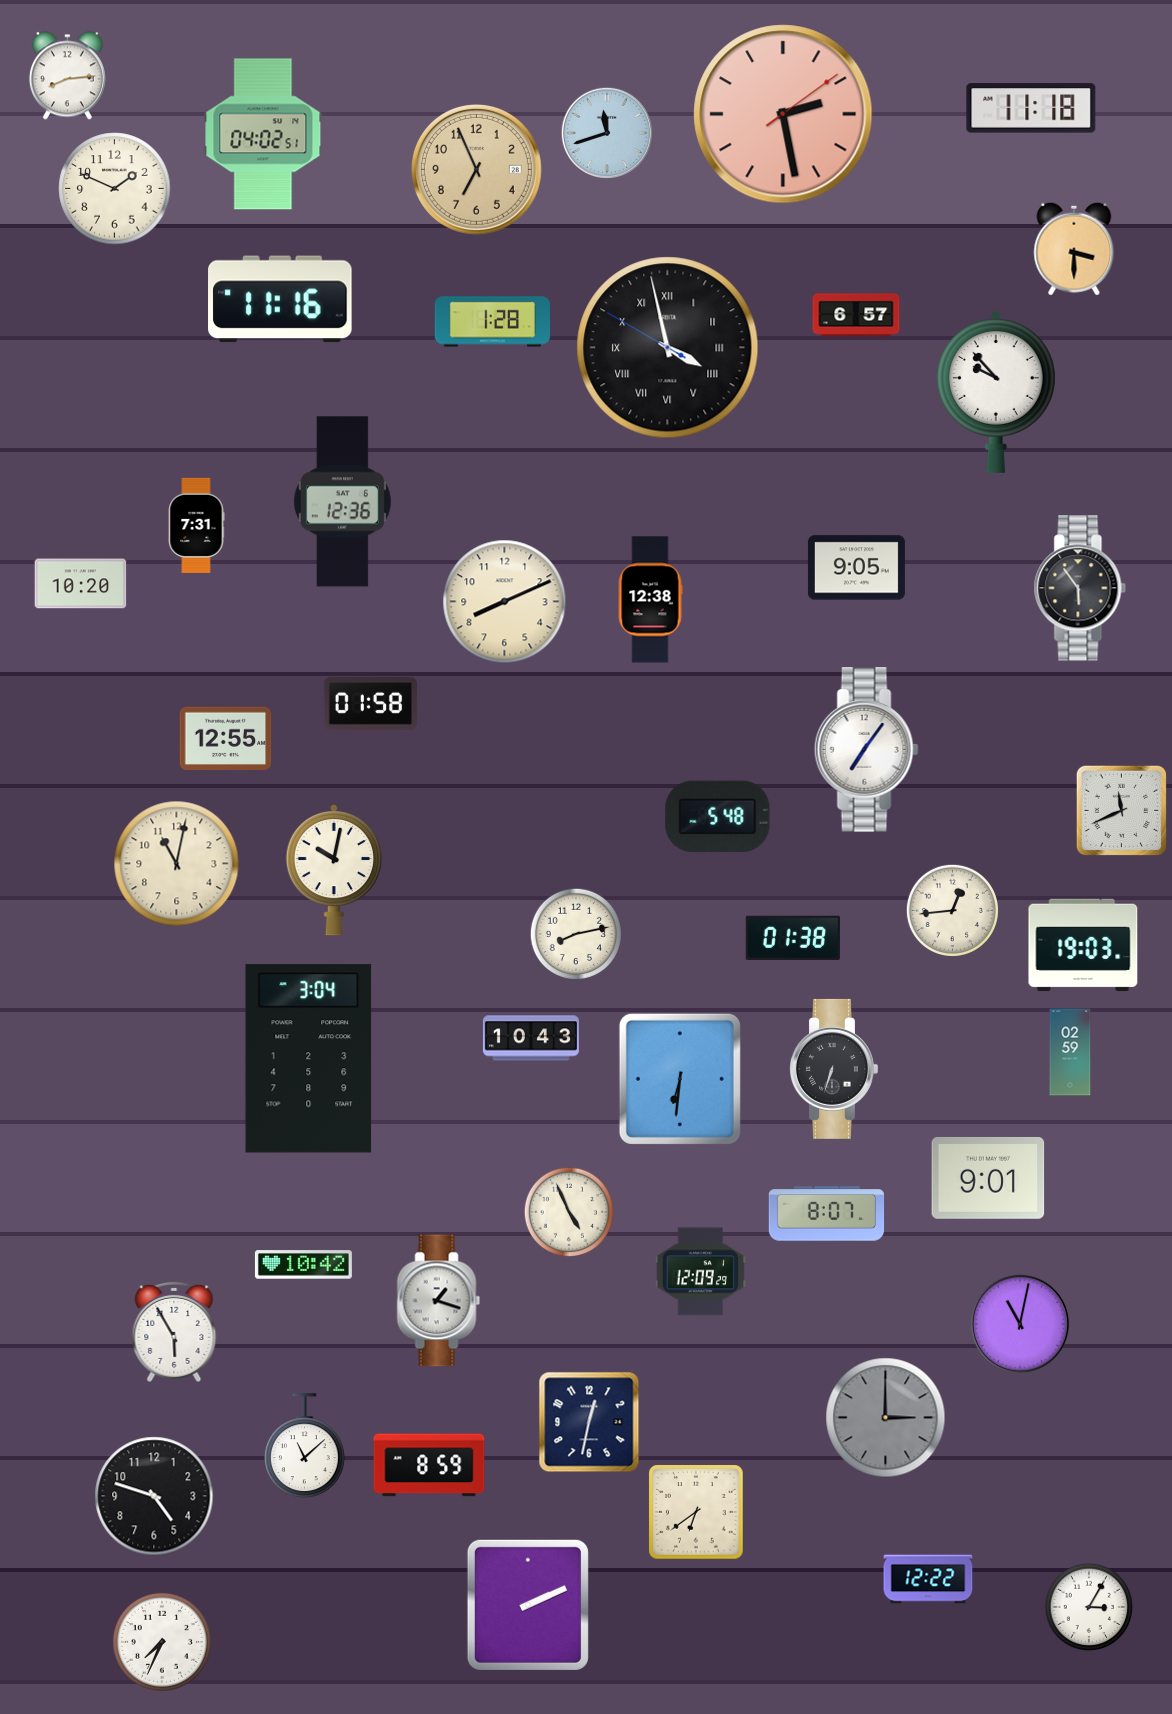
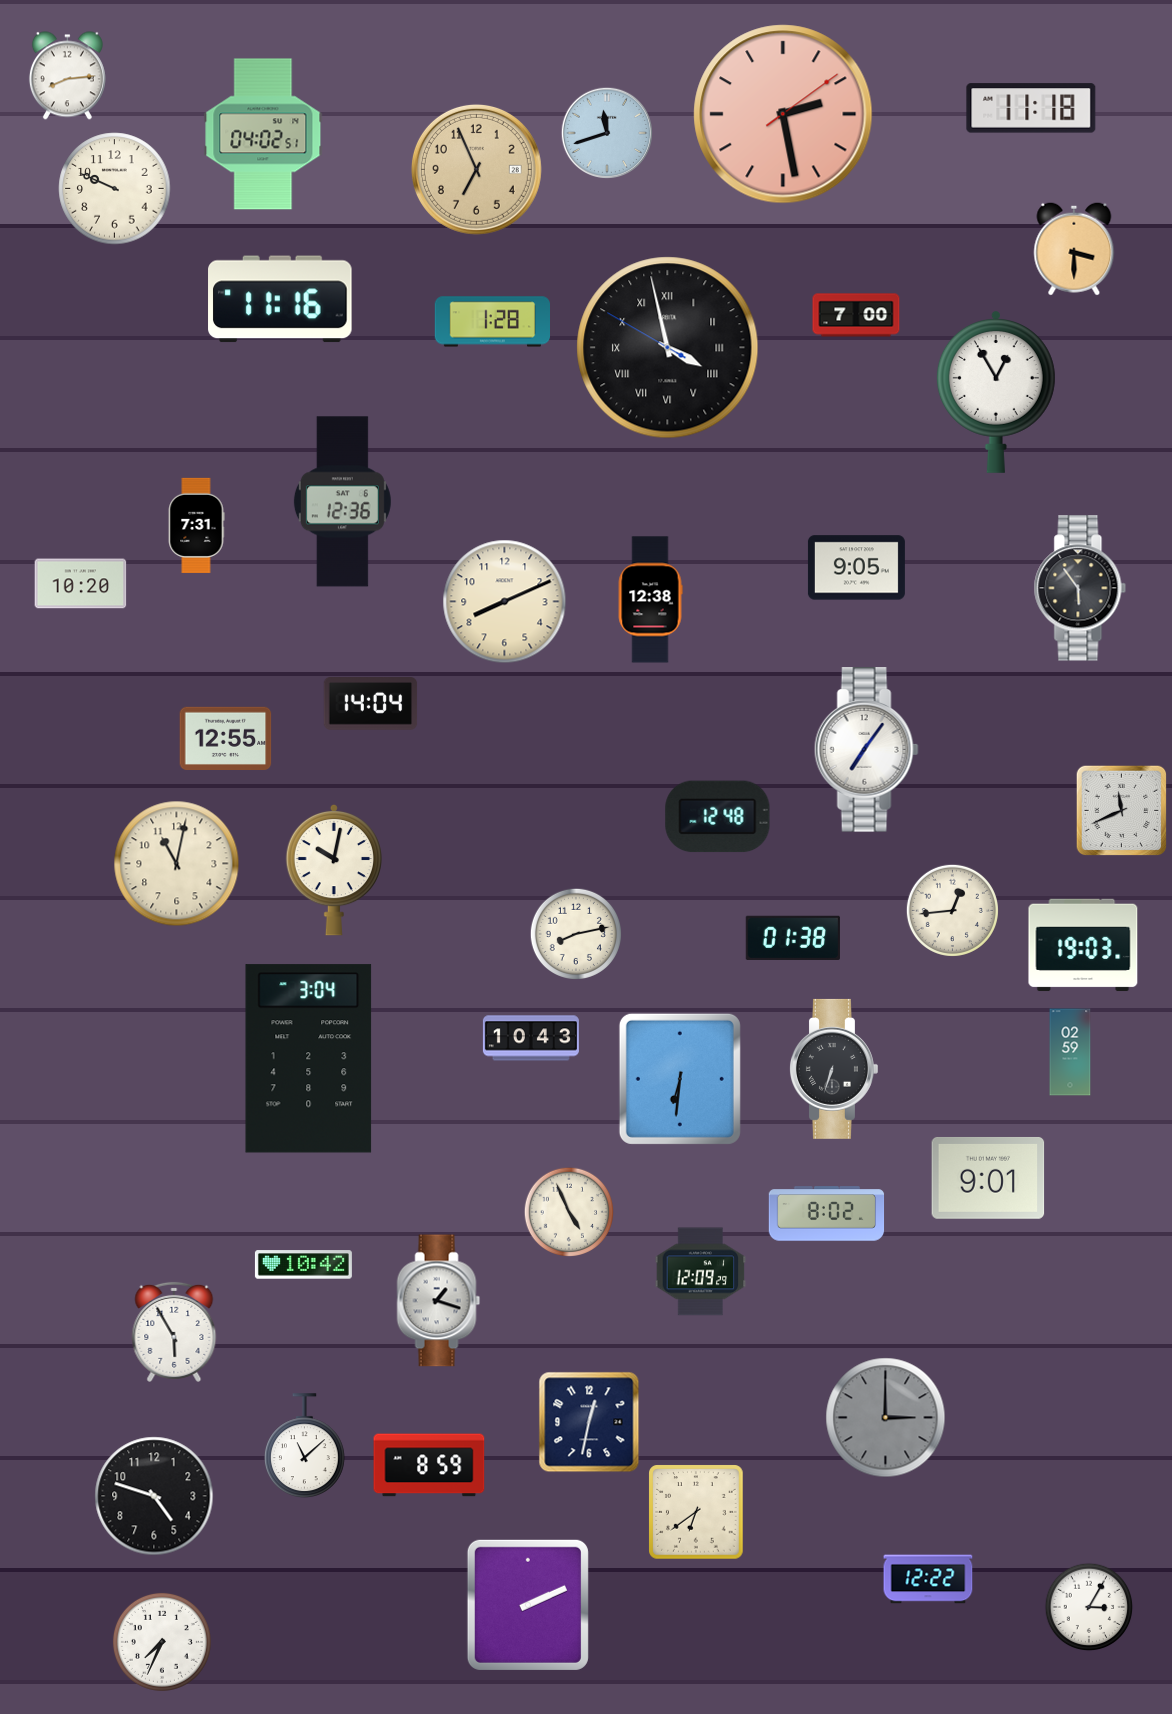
clock at (115, 189): 1:49 -> 9:49
clock at (856, 315): 6:57 -> 7:00
clock at (996, 392): 9:53 -> 12:55
clock at (371, 704): 01:58 -> 14:04
clock at (718, 817): 5:48 -> 12:48
clock at (827, 1214): 8:07 -> 8:02
clock at (1020, 1324): 11:02 -> none
